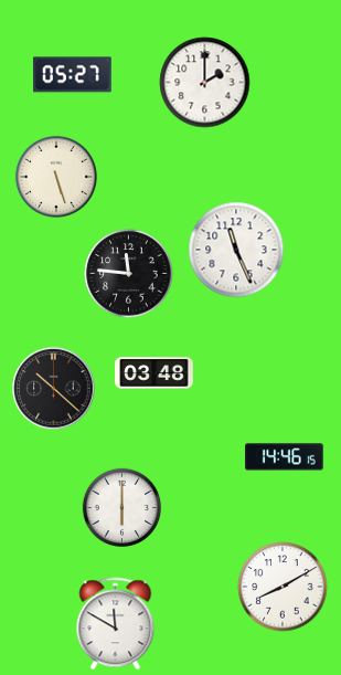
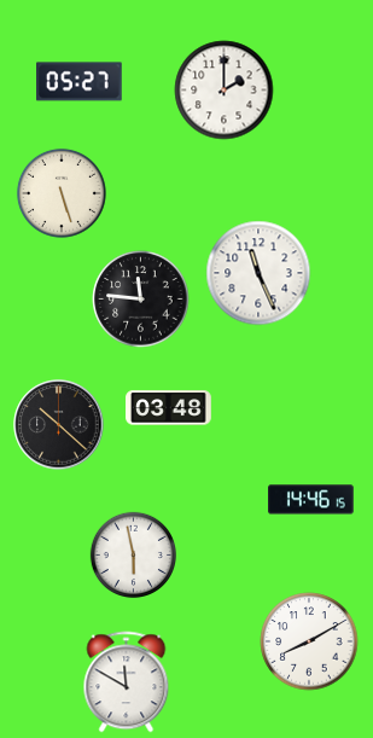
clock at (121, 507): 6:00 -> 5:58
